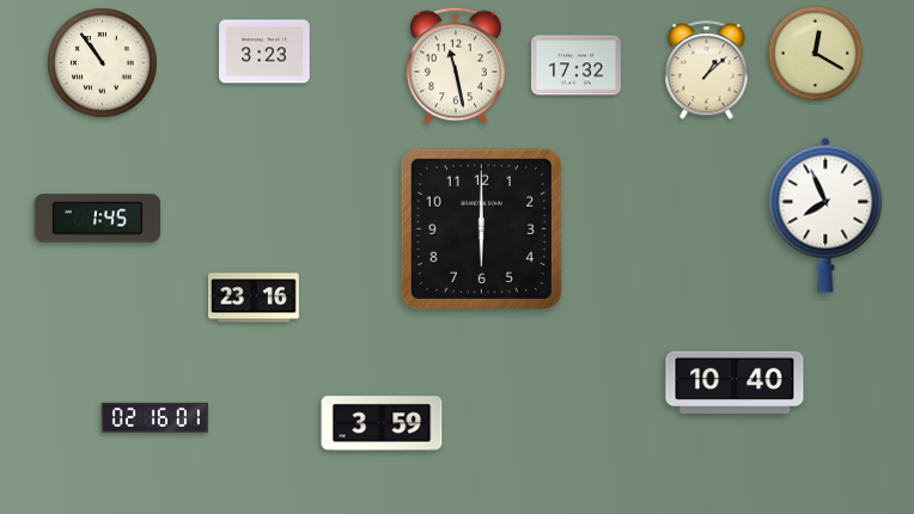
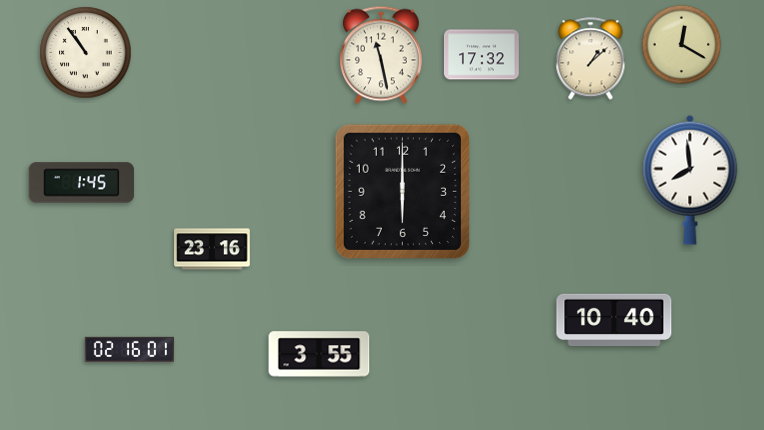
clock at (264, 51): 3:23 -> none
clock at (825, 215): 7:56 -> 7:59
clock at (382, 423): 3:59 -> 3:55
